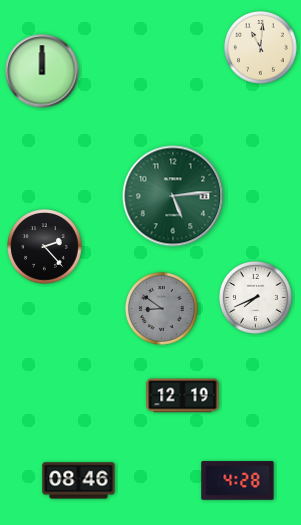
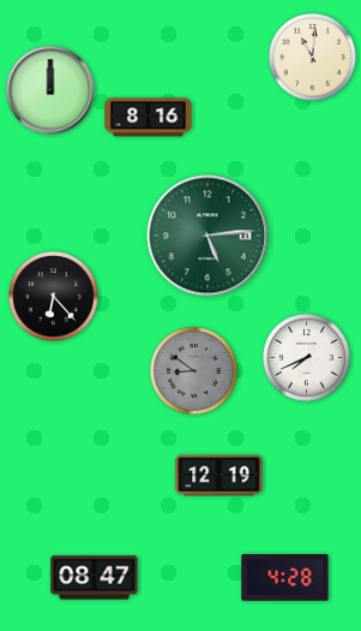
clock at (42, 71) position: (42, 71) -> (50, 90)
clock at (149, 118): none -> 8:16
clock at (45, 247): 2:23 -> 6:23
clock at (79, 481): 08:46 -> 08:47
